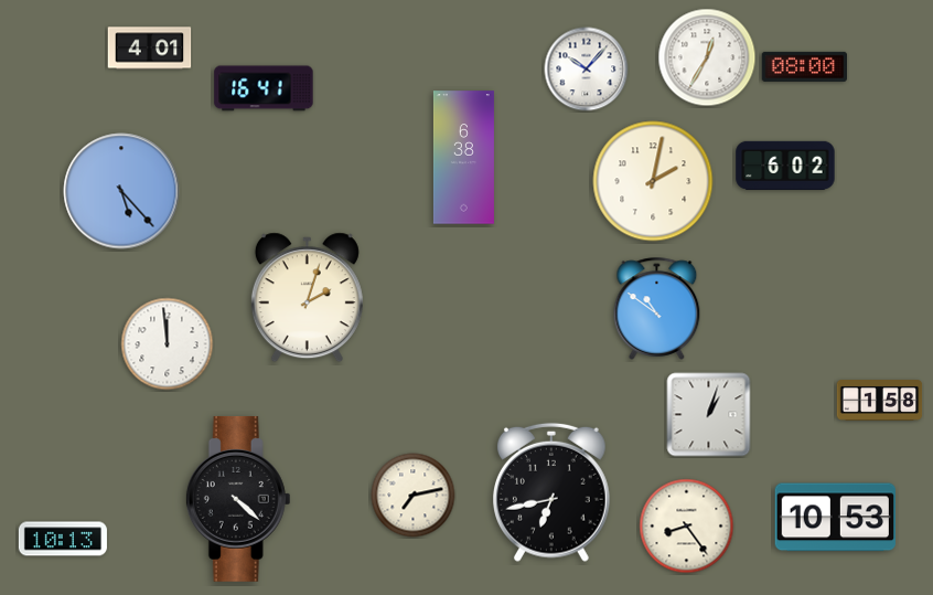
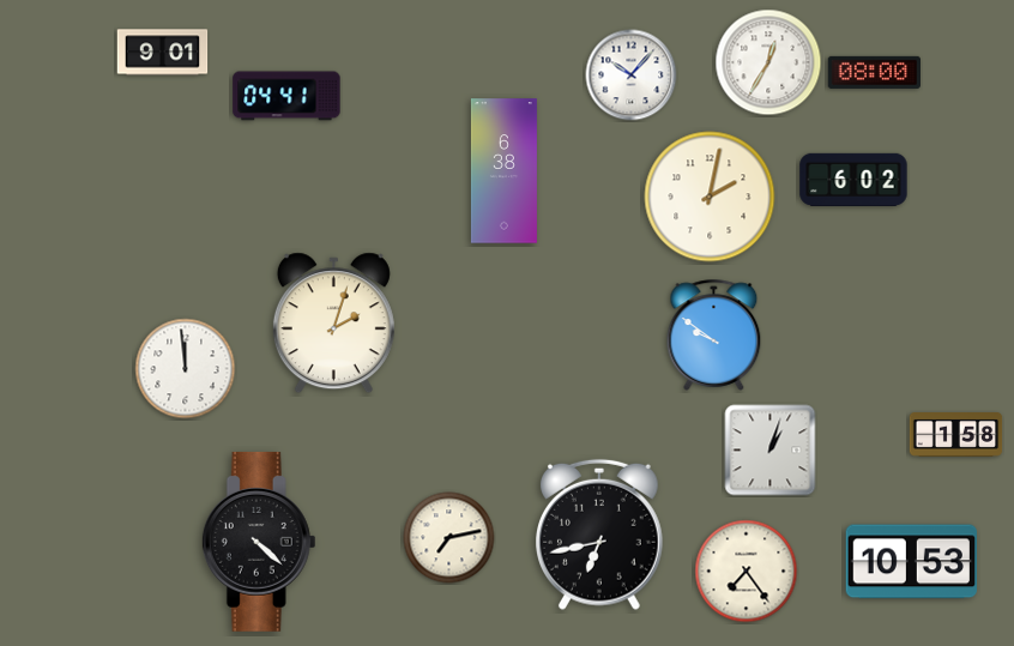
clock at (150, 49): 4:01 -> 9:01
clock at (587, 70) position: (587, 70) -> (632, 76)
clock at (264, 88): 16:41 -> 04:41
clock at (121, 191): 5:23 -> none
clock at (657, 308): 10:51 -> 9:51
clock at (168, 344) position: (168, 344) -> (186, 369)
clock at (835, 518) position: (835, 518) -> (911, 562)
clock at (687, 527): 8:24 -> 7:24
clock at (63, 539): 10:13 -> none
